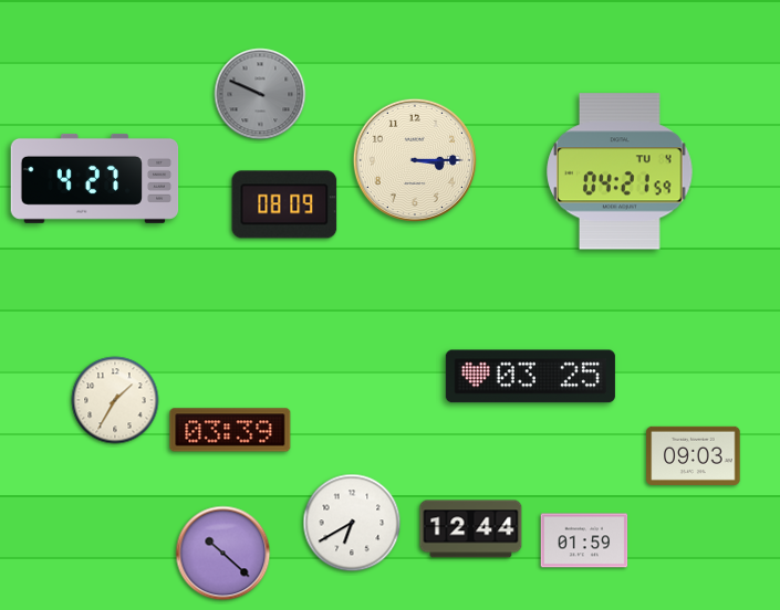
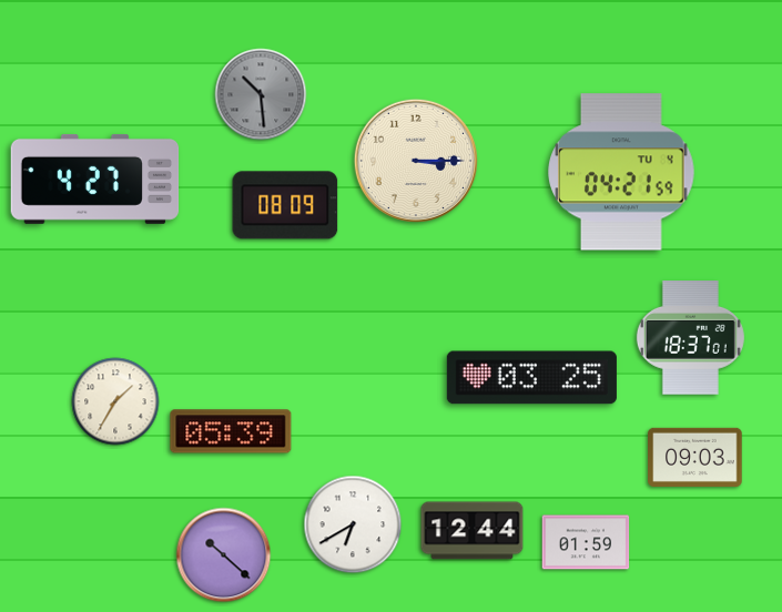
clock at (260, 94): 9:49 -> 10:29
clock at (690, 338): none -> 18:37
clock at (230, 430): 03:39 -> 05:39
